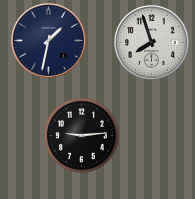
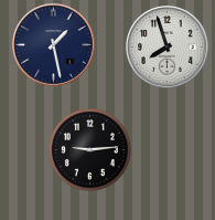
clock at (49, 41): 1:32 -> 1:28
